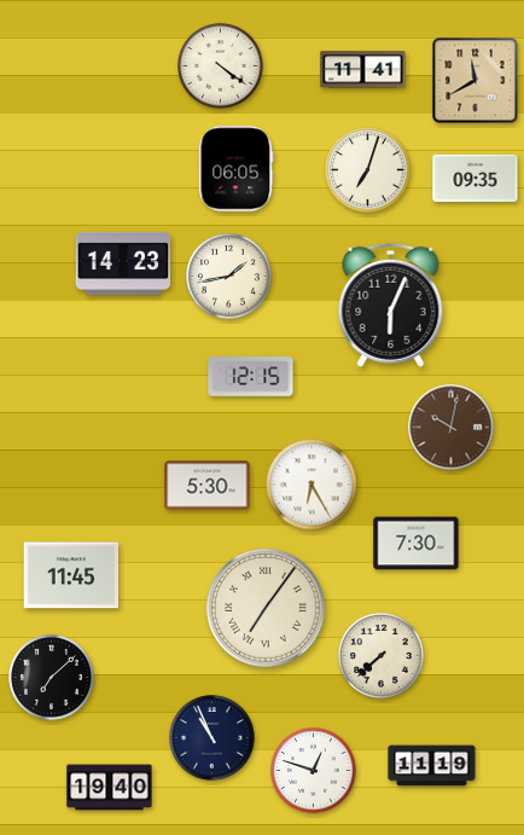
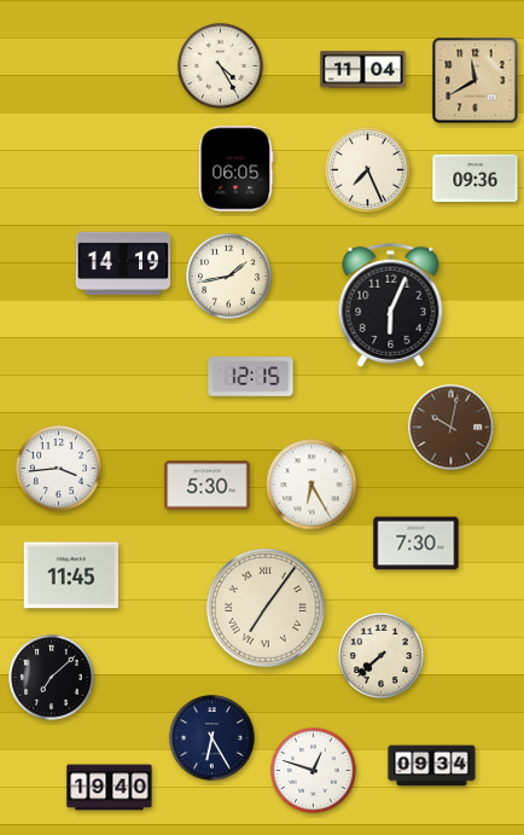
clock at (221, 66): 4:21 -> 4:25
clock at (363, 70): 11:41 -> 11:04
clock at (368, 170): 7:03 -> 7:26
clock at (476, 178): 09:35 -> 09:36
clock at (123, 263): 14:23 -> 14:19
clock at (59, 469): none -> 3:44
clock at (212, 738): 10:56 -> 6:25
clock at (432, 766): 11:19 -> 09:34
